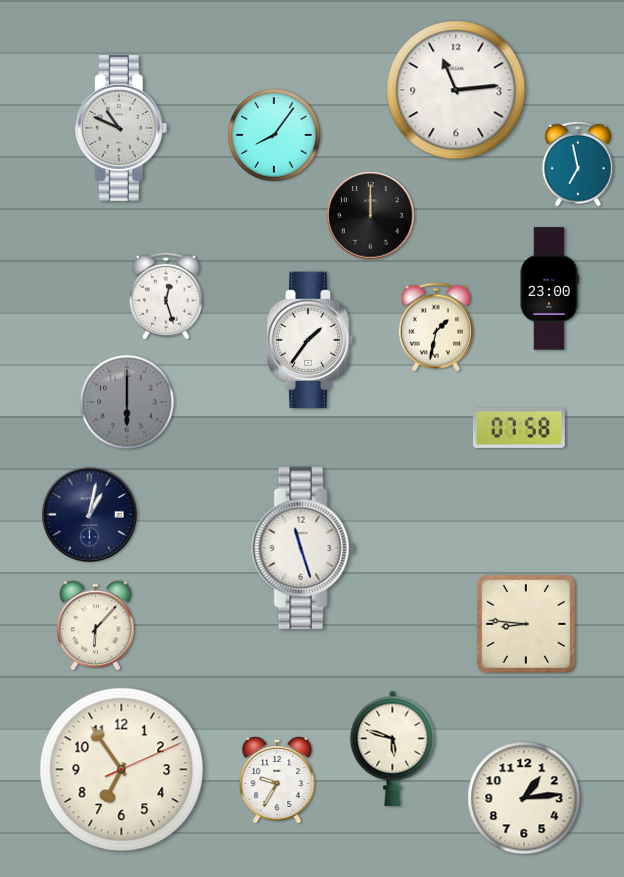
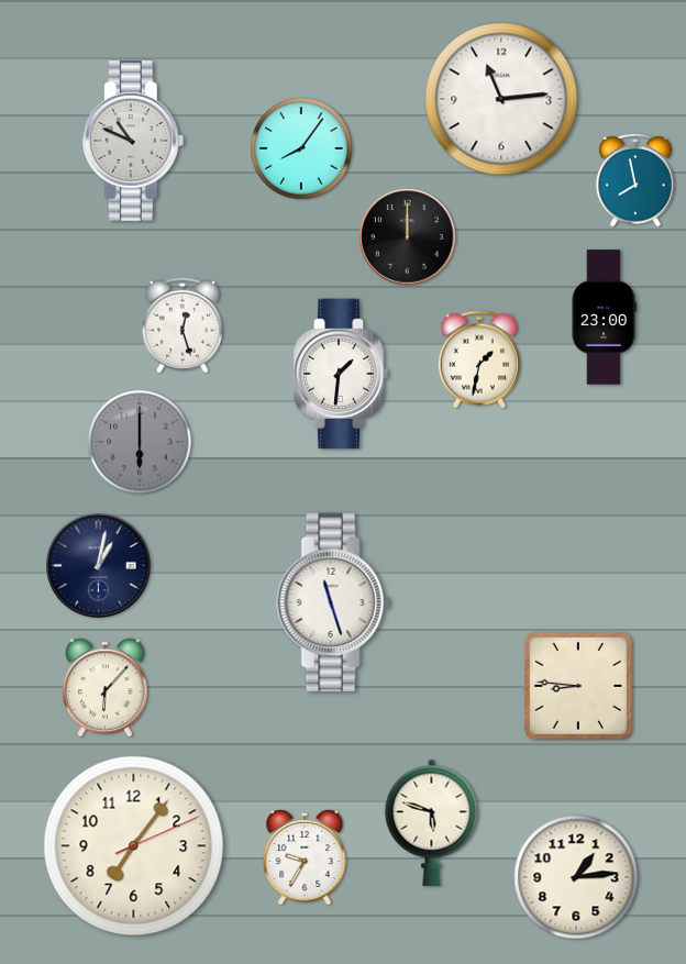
clock at (578, 164): 6:58 -> 7:58
clock at (310, 340): 1:36 -> 1:31
clock at (519, 428): 07:58 -> none
clock at (122, 770): 6:54 -> 7:06
